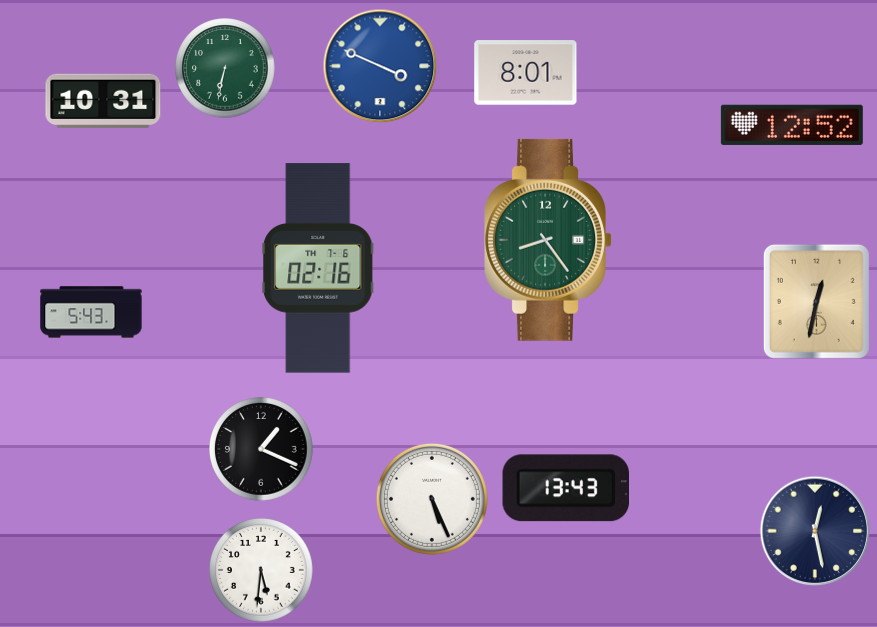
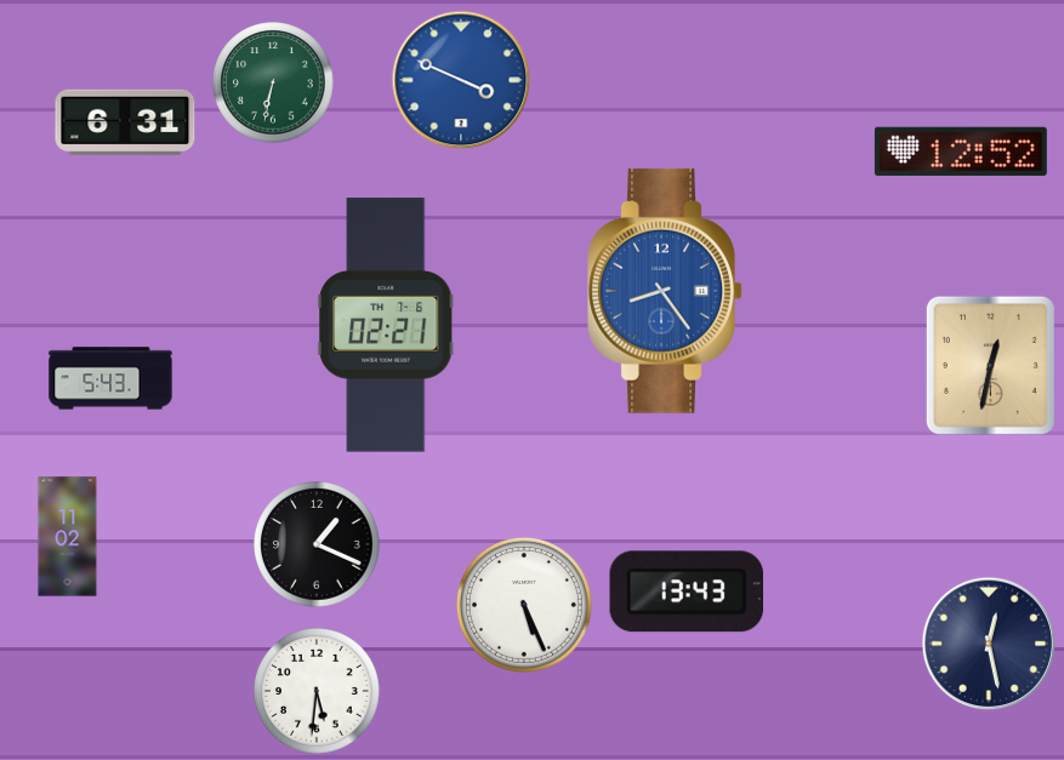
clock at (526, 73): 8:01 -> none
clock at (103, 101): 10:31 -> 6:31
clock at (548, 240) dial: green -> blue
clock at (319, 268): 02:16 -> 02:21
clock at (68, 537): none -> 11:02
